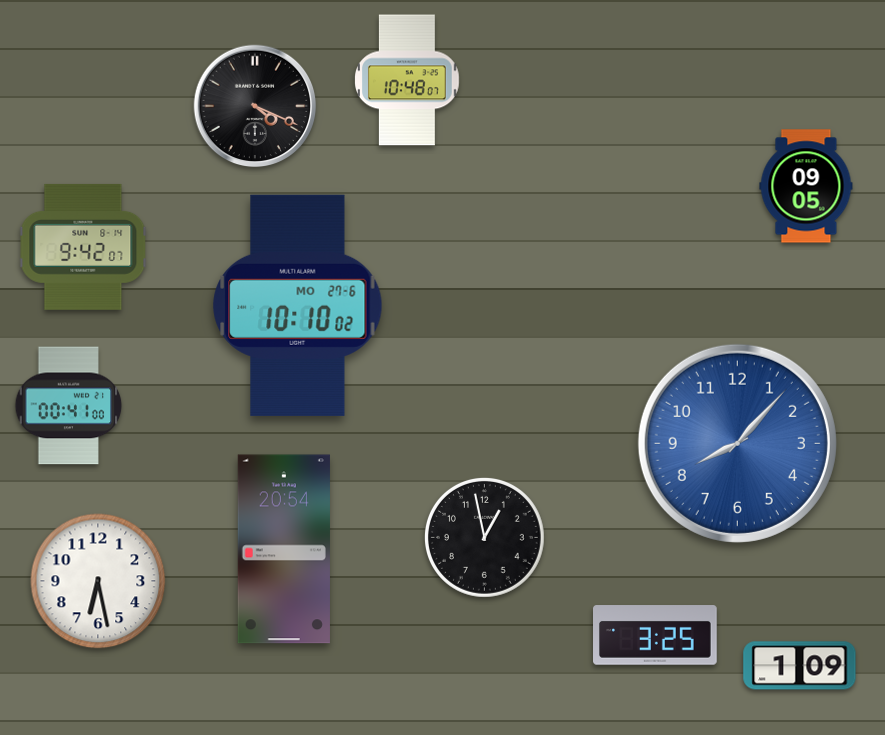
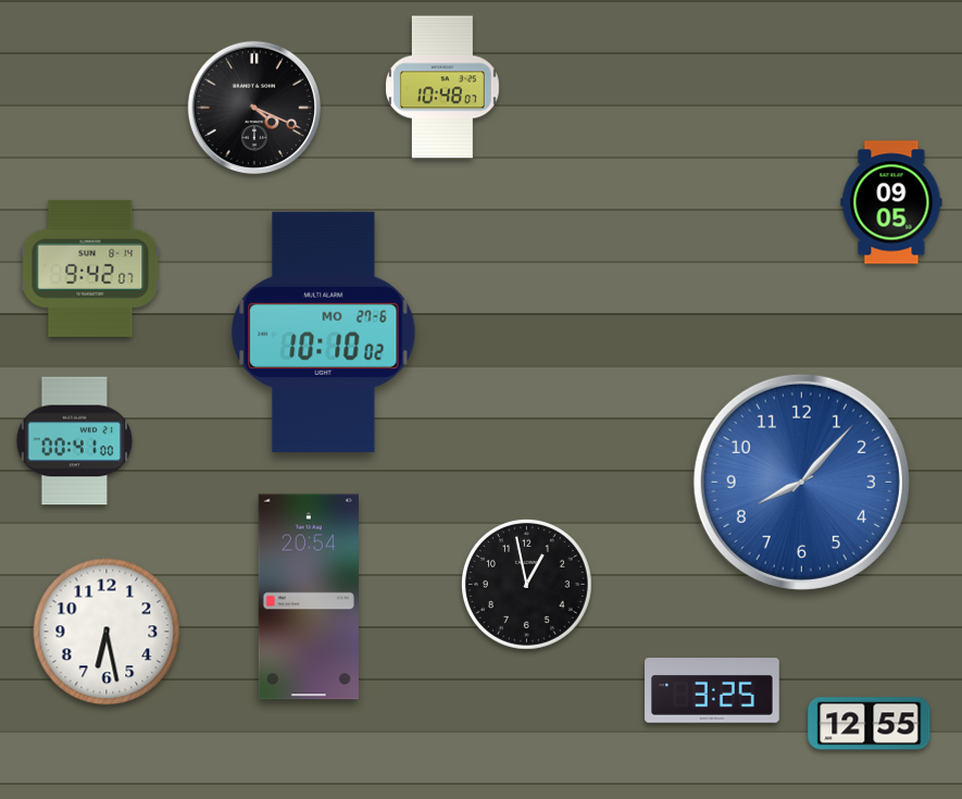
clock at (255, 106) position: (255, 106) -> (254, 108)
clock at (806, 186) position: (806, 186) -> (891, 202)
clock at (800, 666): 1:09 -> 12:55
